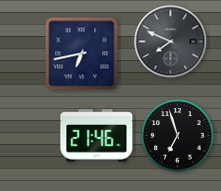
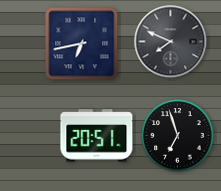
clock at (82, 54) position: (82, 54) -> (82, 44)
clock at (97, 136): 21:46 -> 20:51
